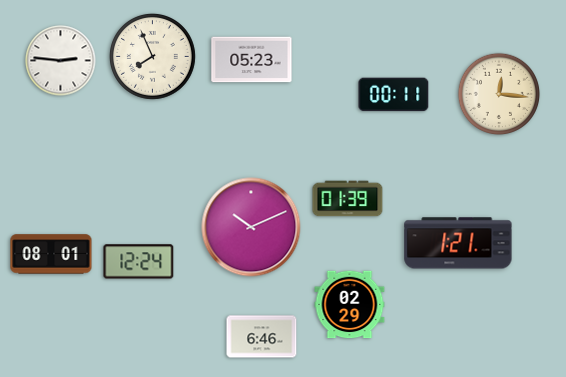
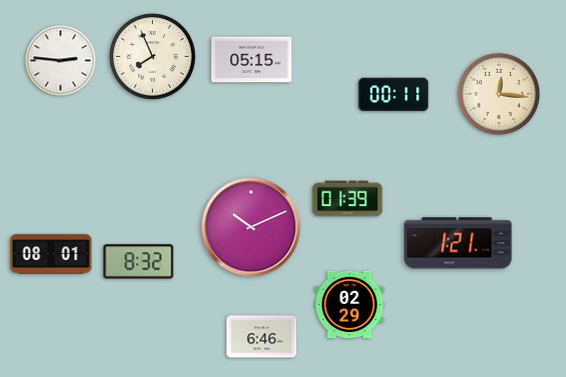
clock at (252, 60): 05:23 -> 05:15
clock at (139, 262): 12:24 -> 8:32
